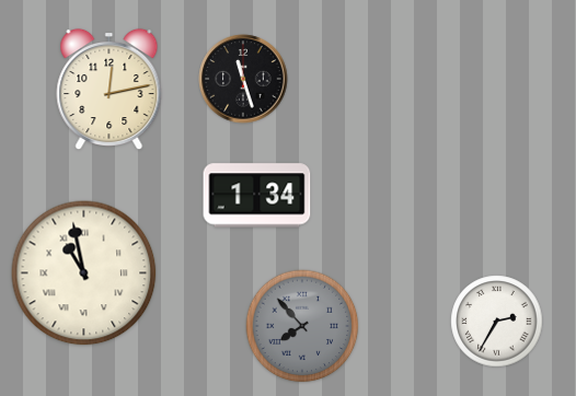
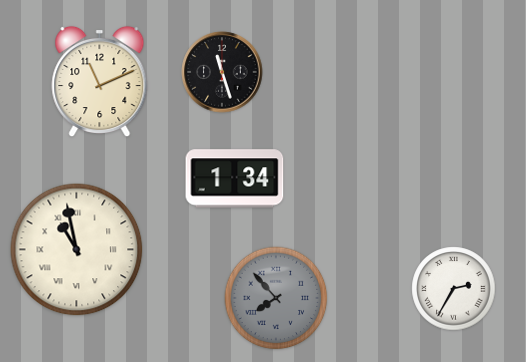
clock at (110, 90): 12:13 -> 11:11
clock at (497, 322) position: (497, 322) -> (454, 289)
